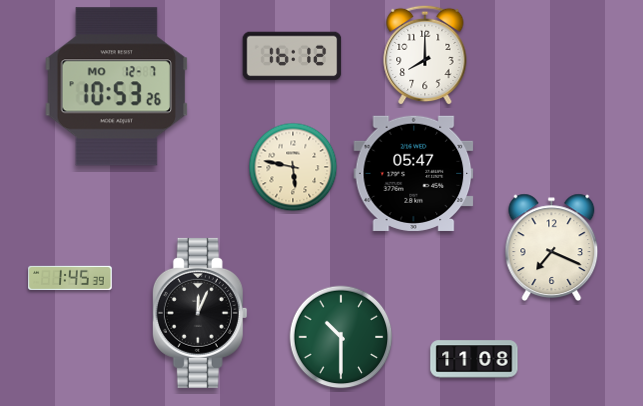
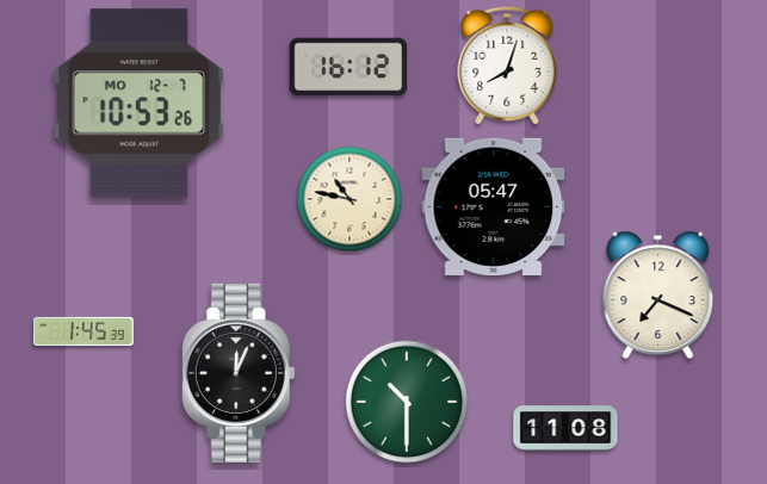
clock at (425, 55): 8:00 -> 8:03
clock at (293, 167): 5:47 -> 10:47
